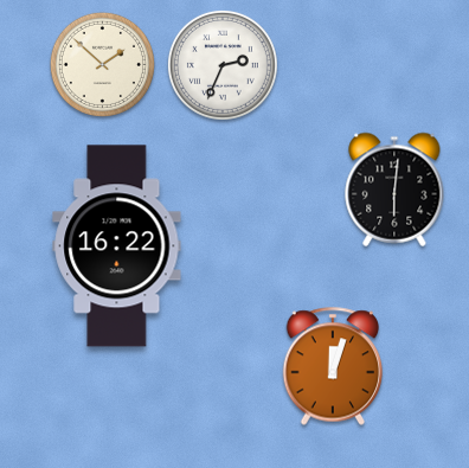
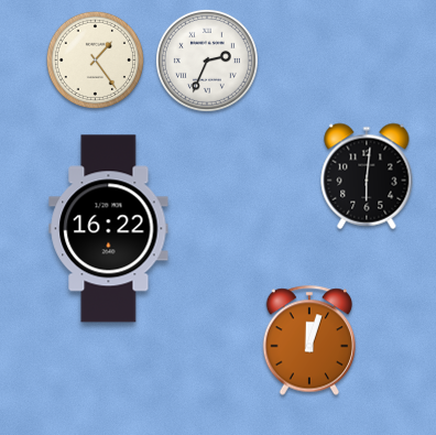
clock at (102, 64): 1:52 -> 1:24
